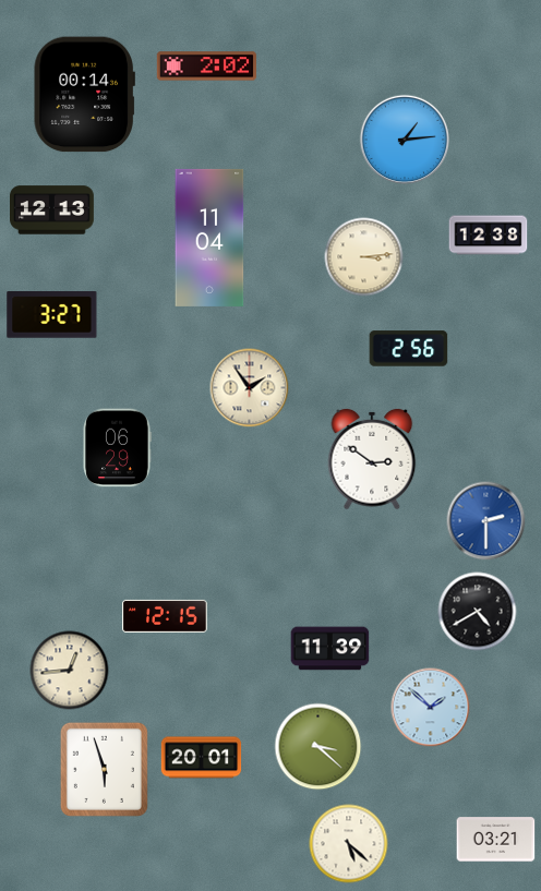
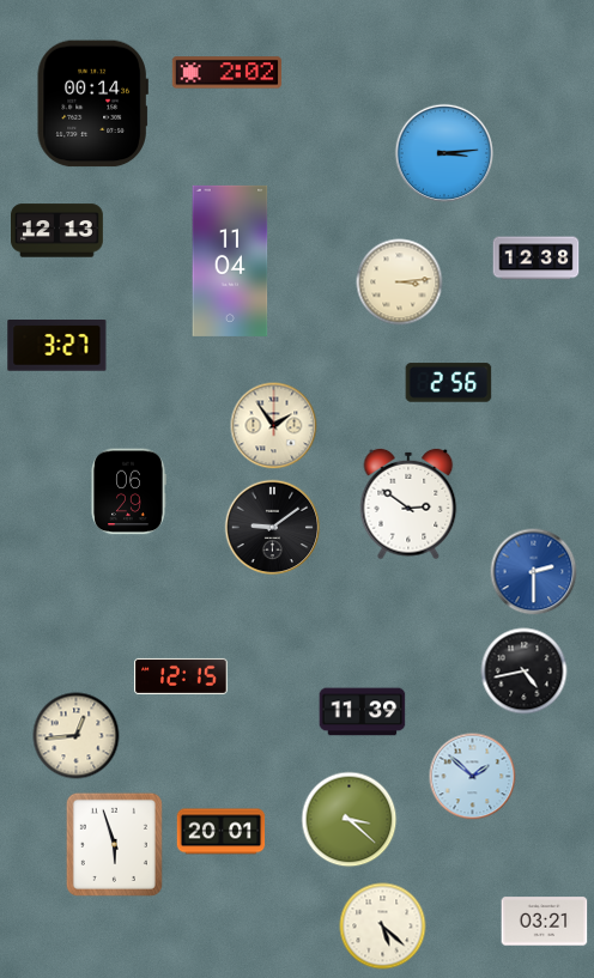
clock at (404, 139): 1:14 -> 3:14
clock at (273, 528): none -> 9:09
clock at (478, 612): 4:40 -> 4:43
